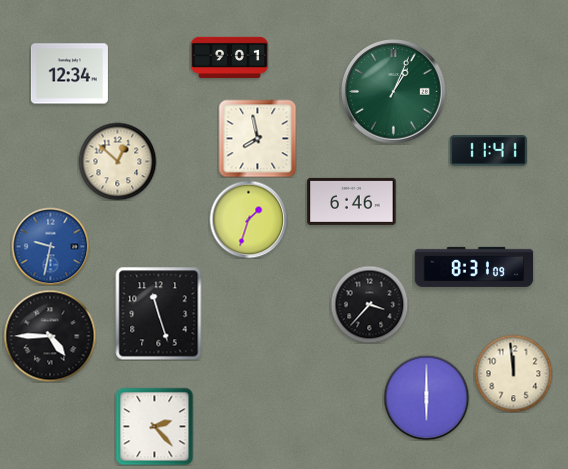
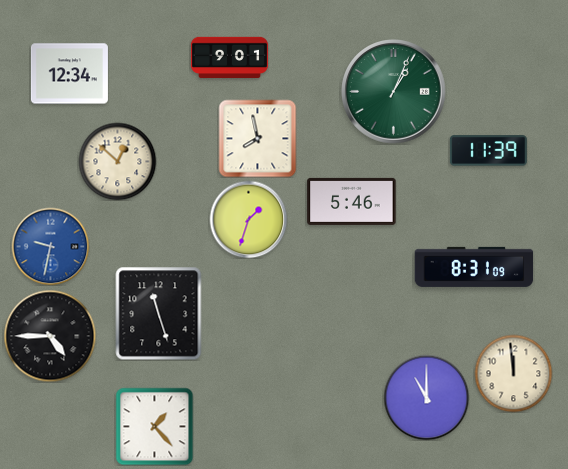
clock at (488, 151): 11:41 -> 11:39
clock at (352, 201): 6:46 -> 5:46
clock at (369, 304): 3:37 -> none
clock at (426, 397): 6:00 -> 11:00
clock at (154, 426): 2:23 -> 1:23
